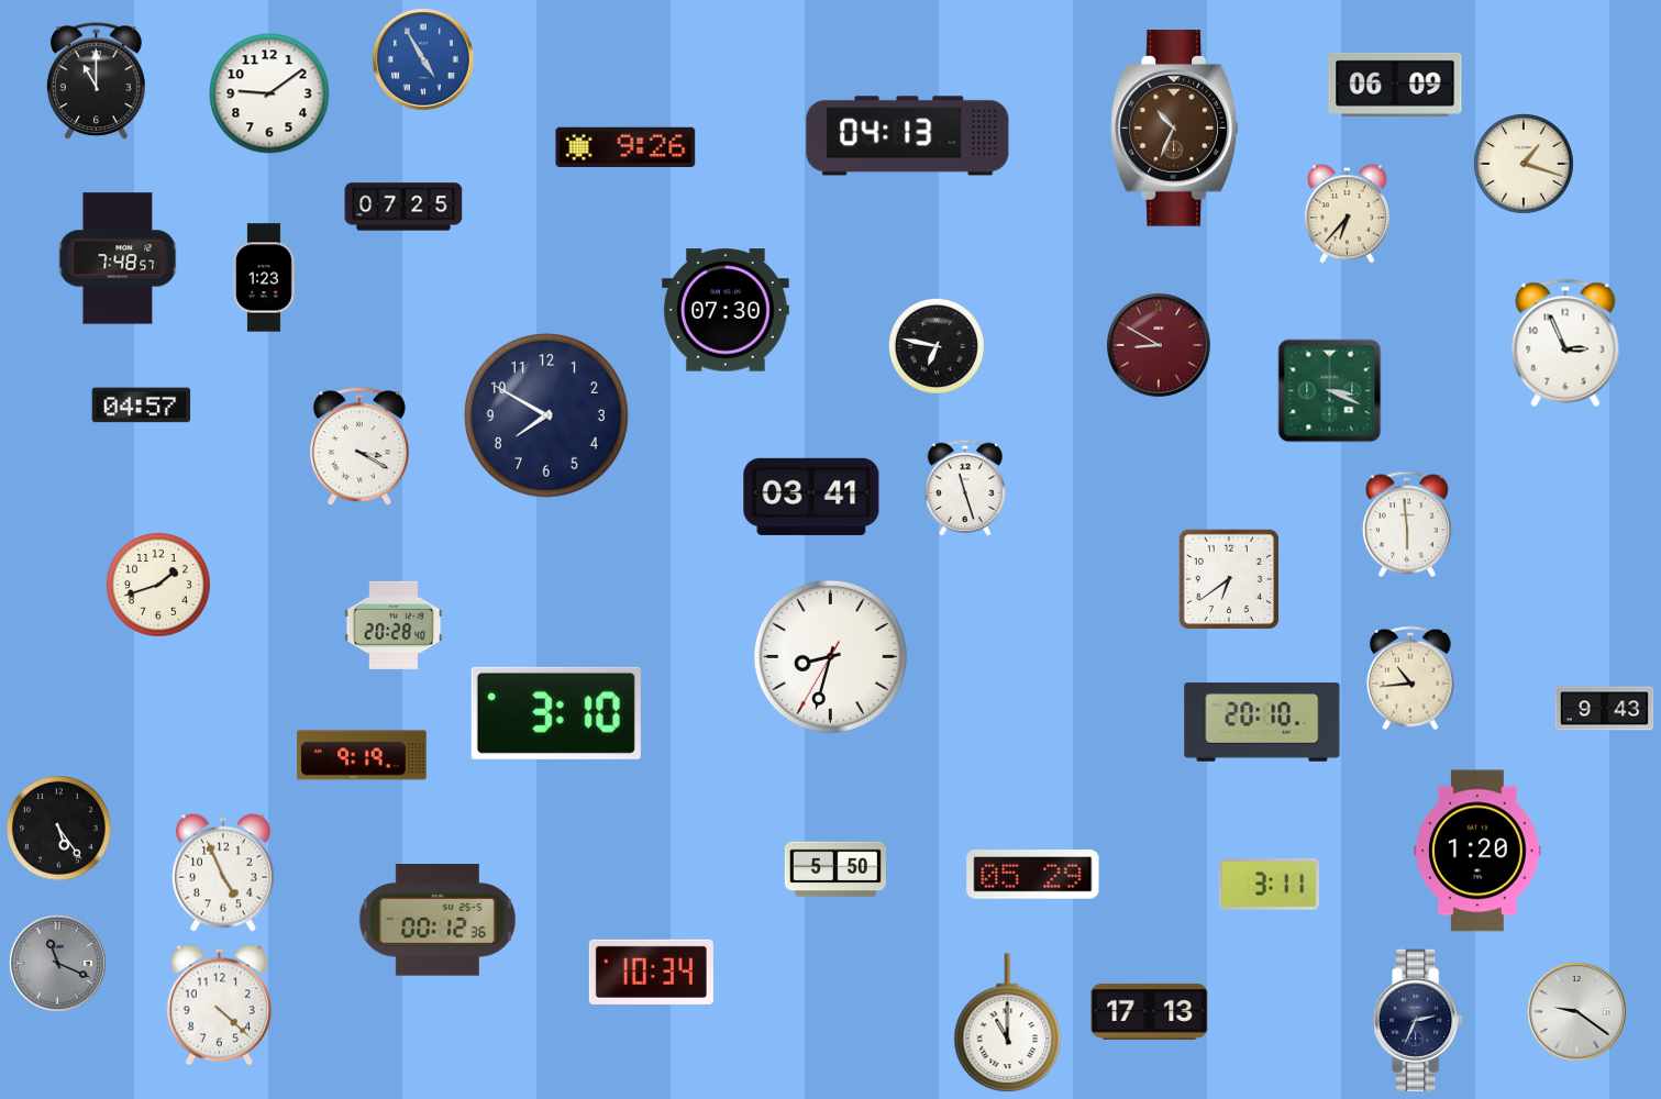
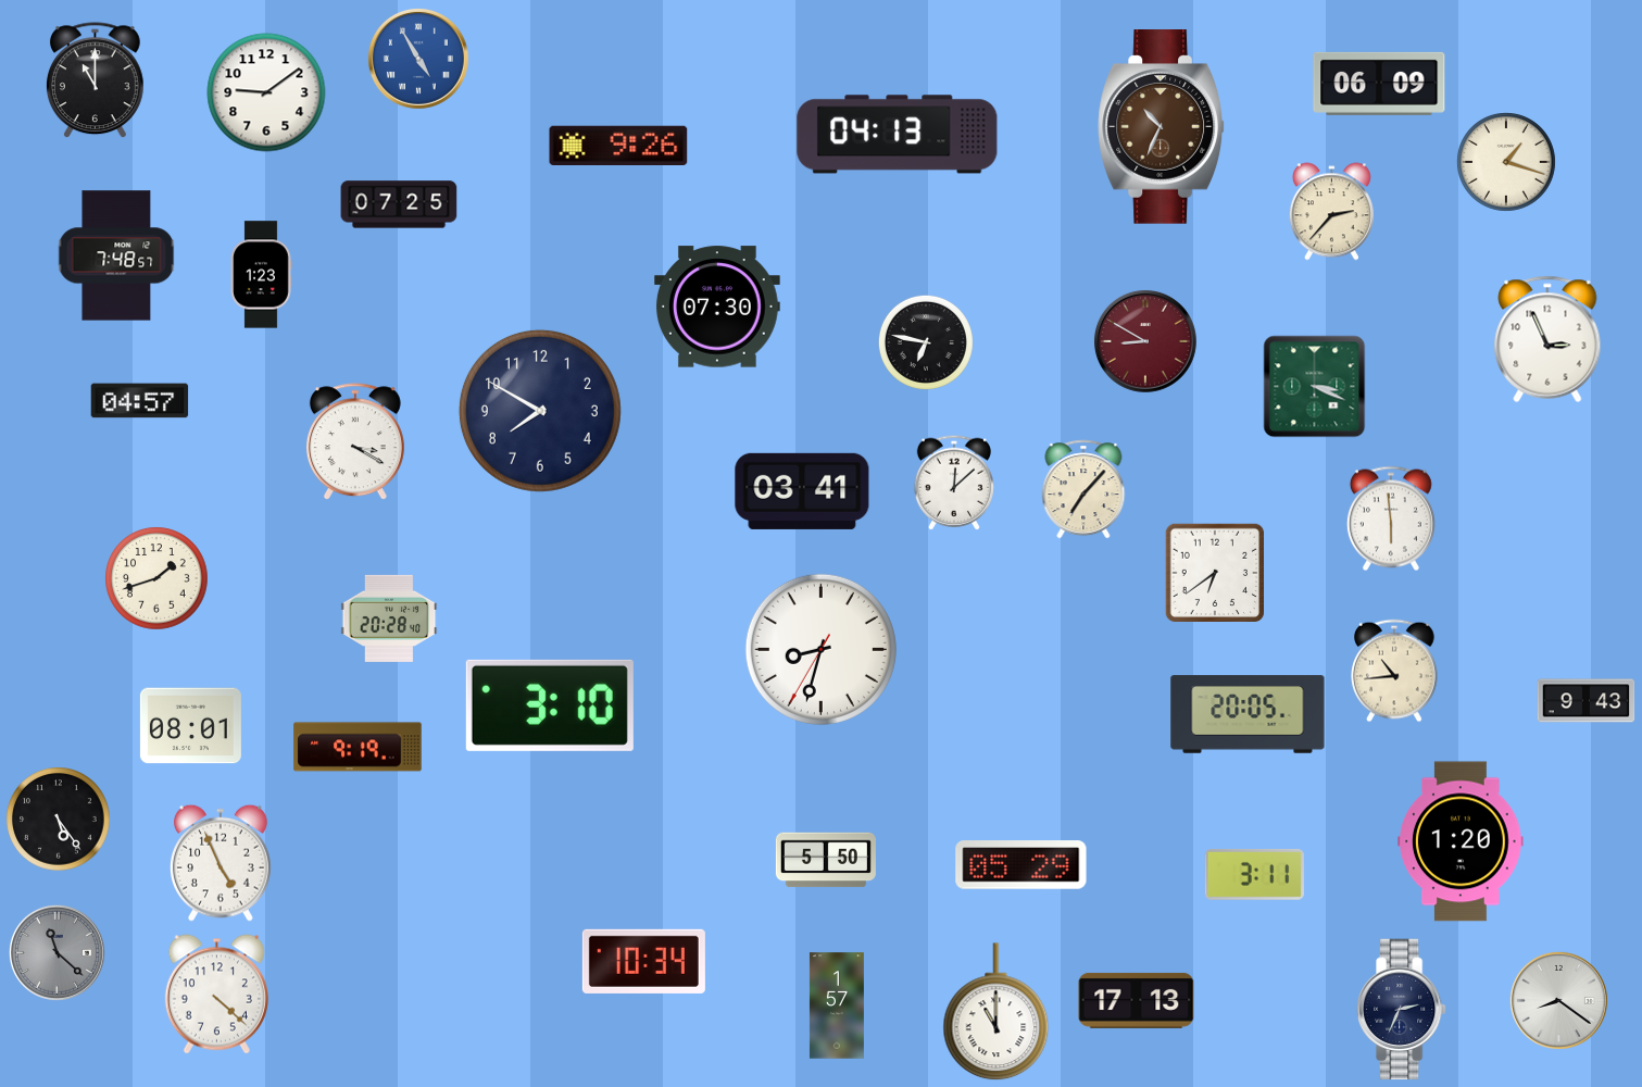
clock at (1347, 214): 6:37 -> 2:37
clock at (964, 488): 11:27 -> 12:08
clock at (1083, 489): none -> 7:07
clock at (1262, 722): 20:10 -> 20:05
clock at (190, 726): none -> 08:01
clock at (438, 920): 00:12 -> none
clock at (57, 963): 11:19 -> 11:22
clock at (1576, 1011): 9:21 -> 8:21
clock at (837, 1005): none -> 1:57
